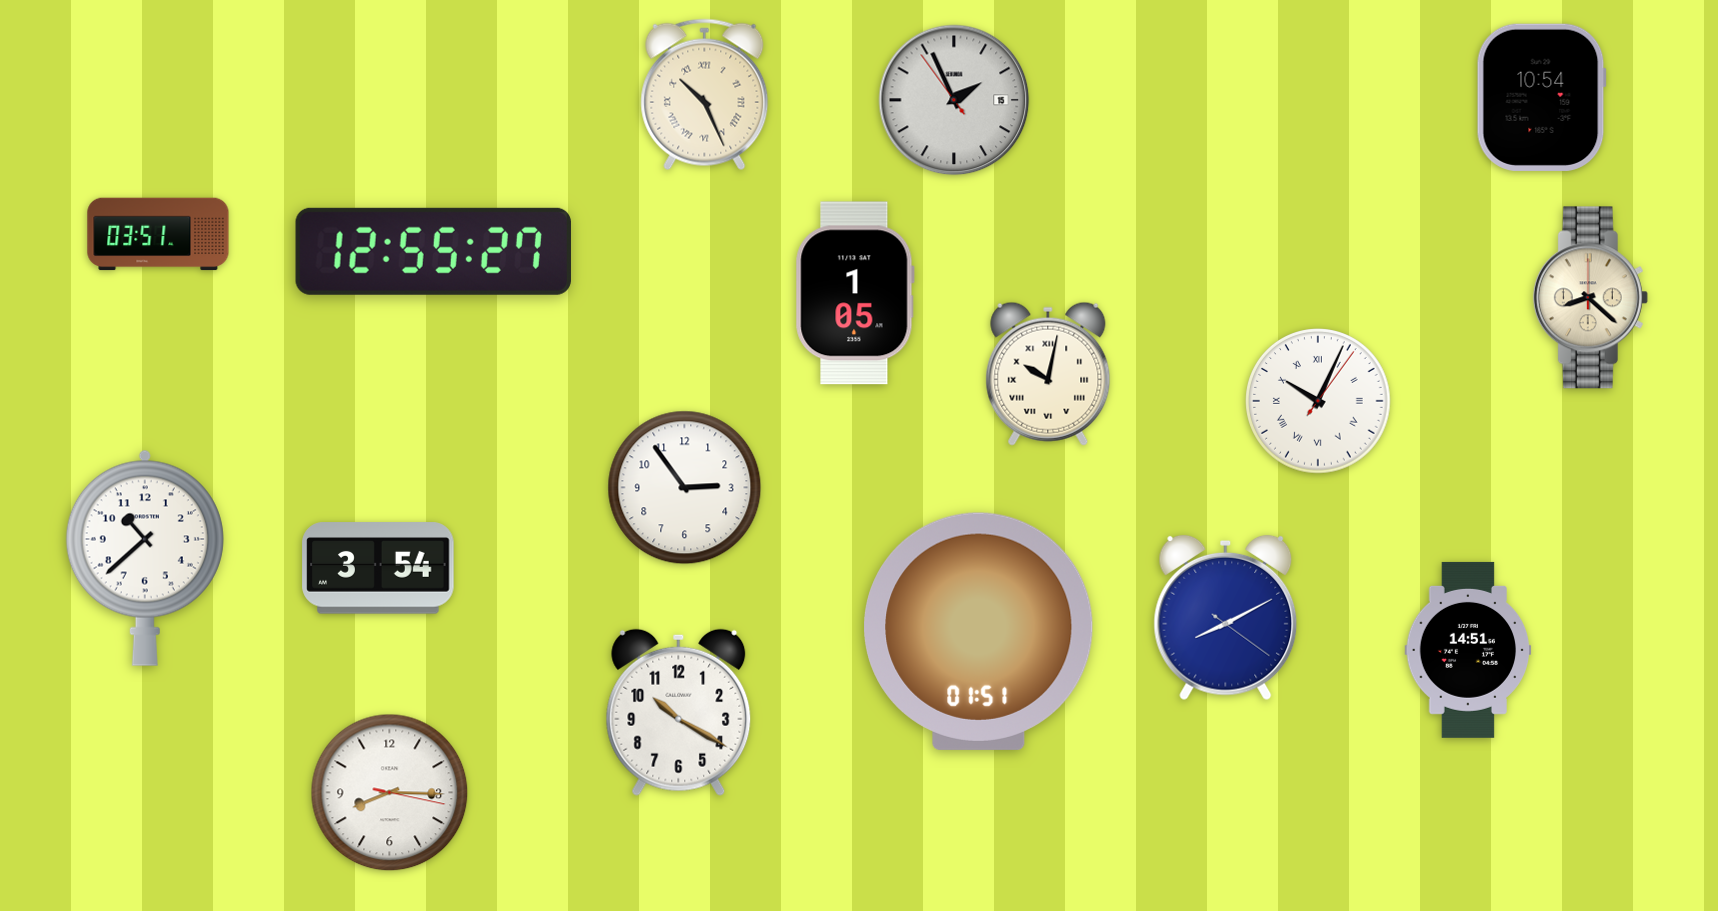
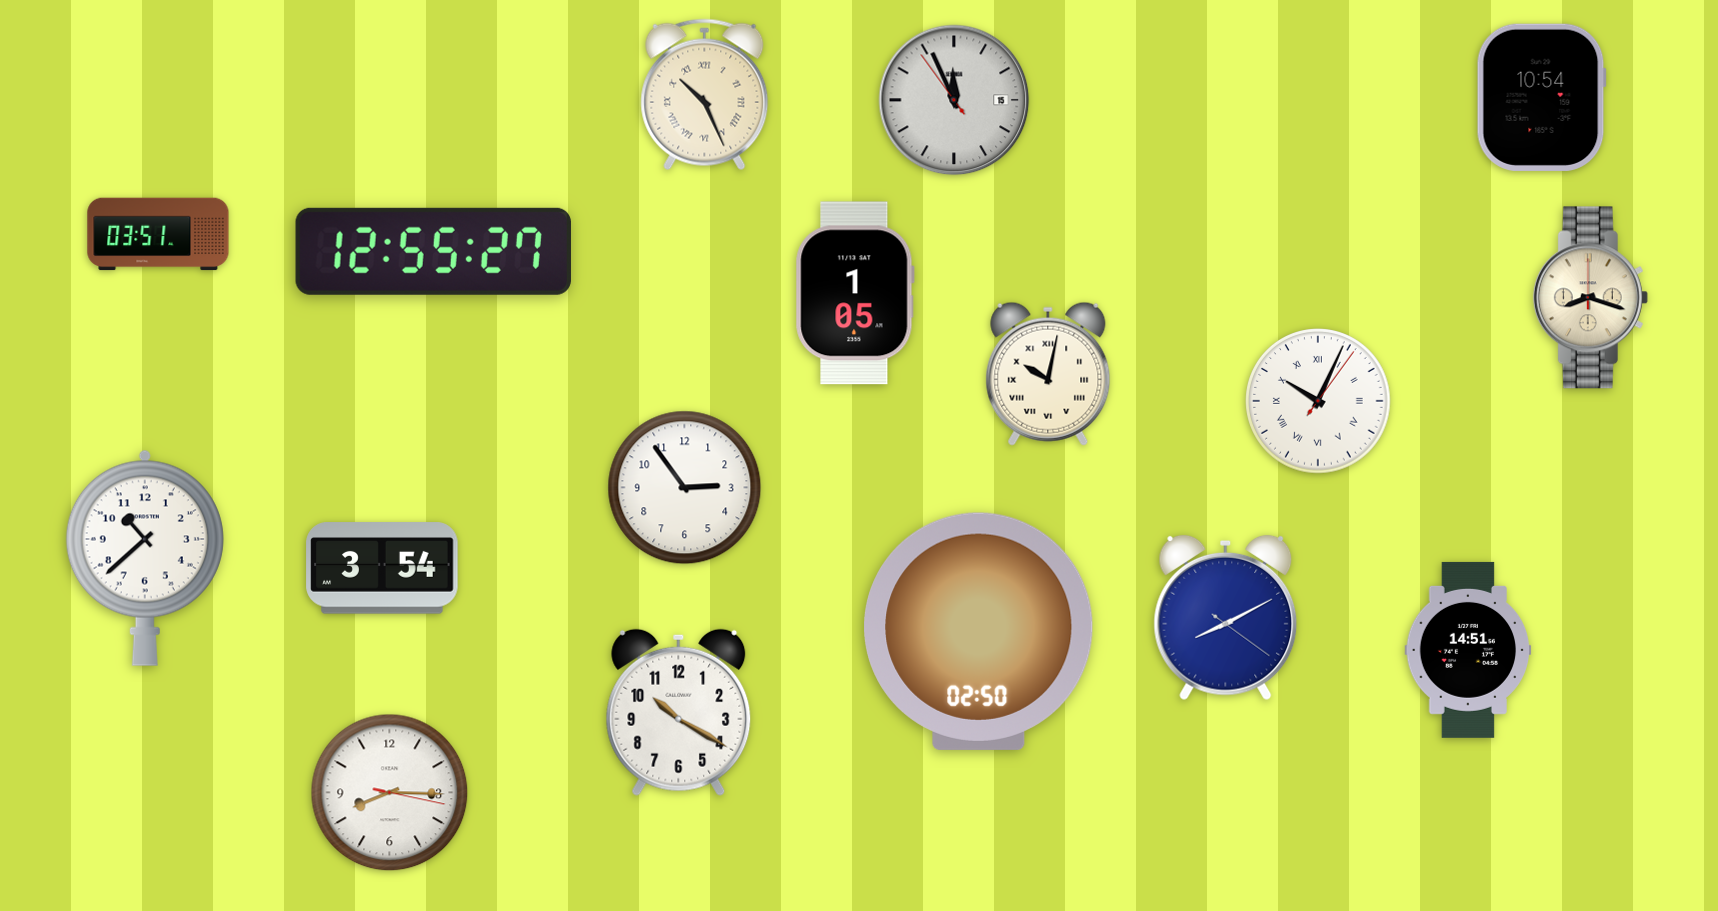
clock at (954, 100): 1:55 -> 11:55
clock at (1590, 298): 8:22 -> 8:18
clock at (378, 568) position: (378, 568) -> (382, 568)
clock at (979, 631): 01:51 -> 02:50
